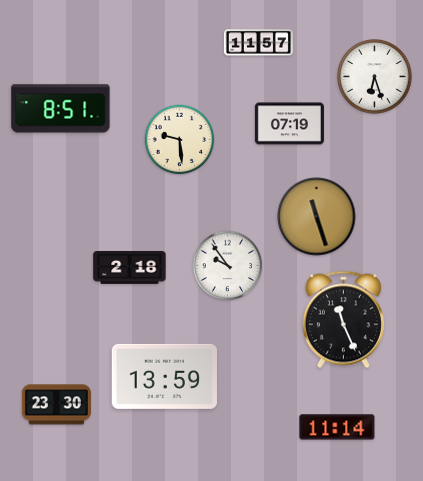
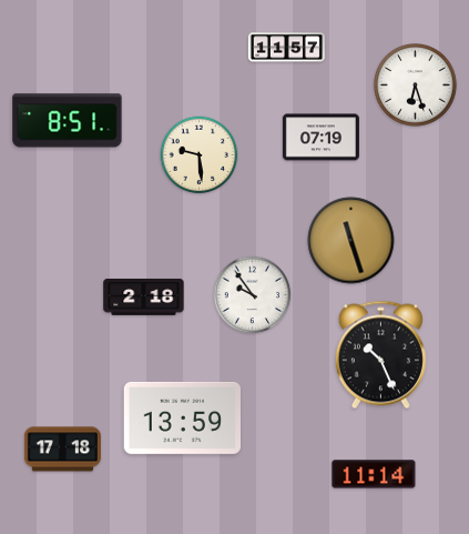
clock at (343, 320): 11:26 -> 10:26
clock at (56, 405): 23:30 -> 17:18
